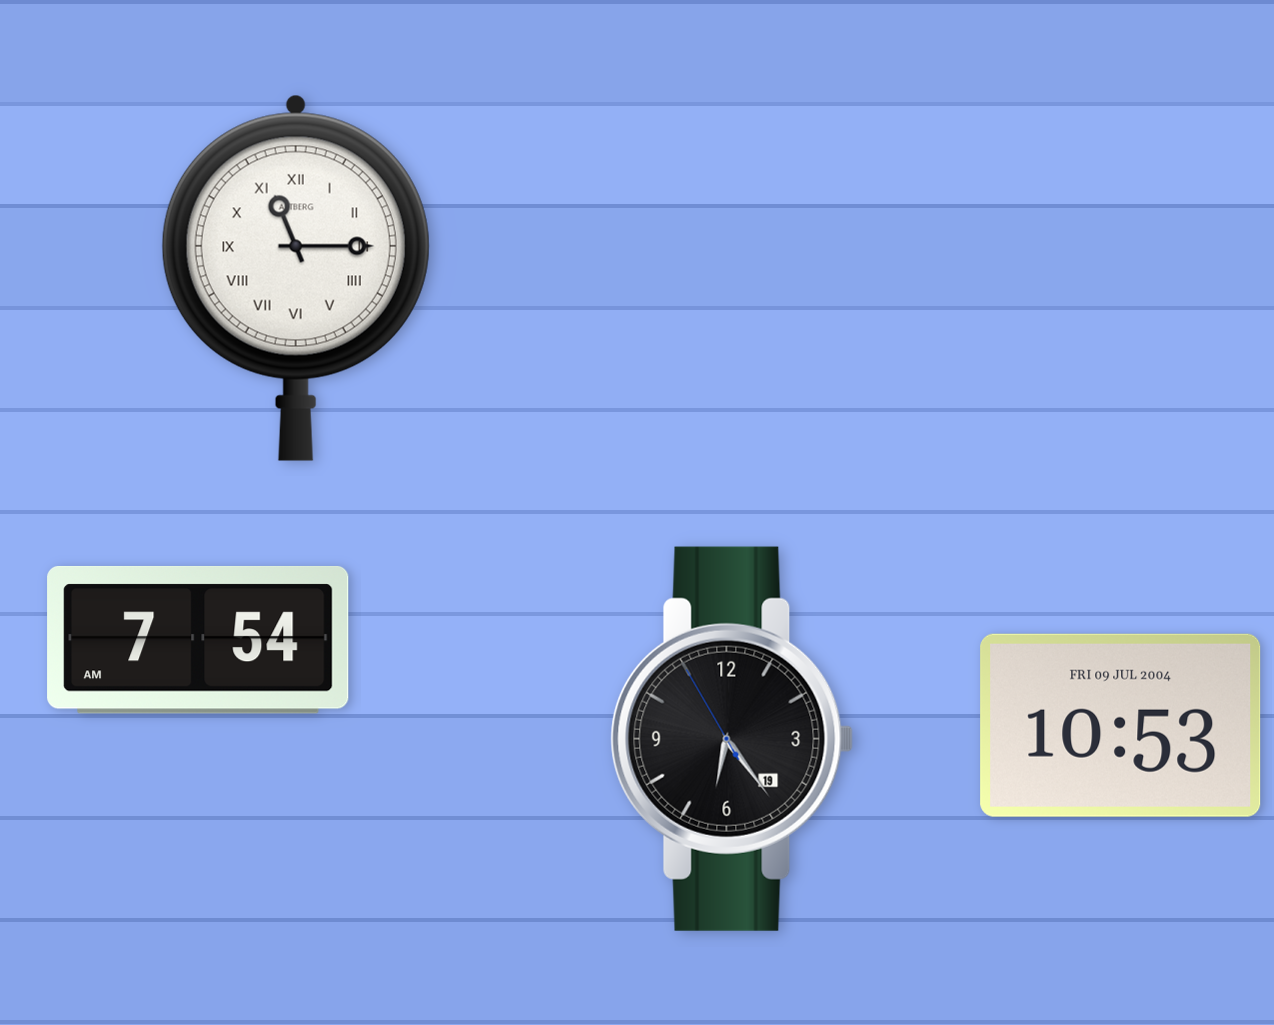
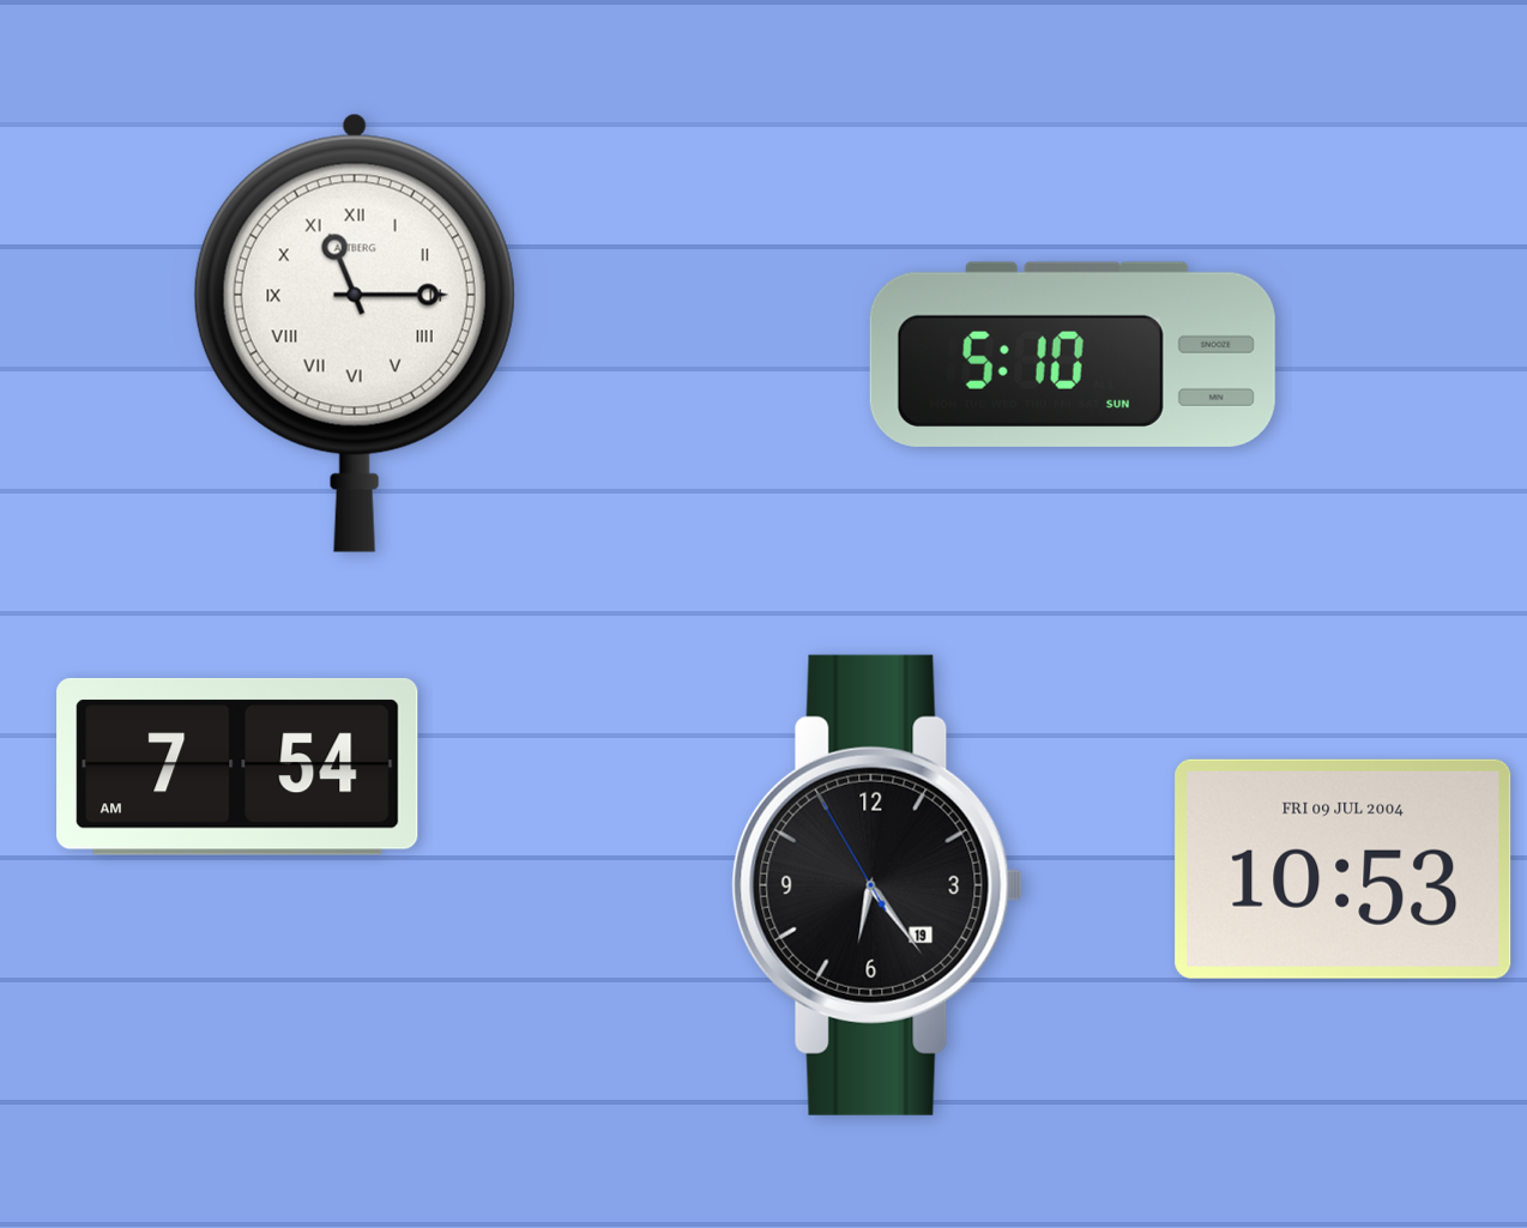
clock at (1073, 355): none -> 5:10
